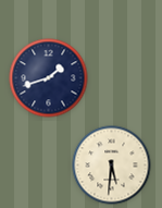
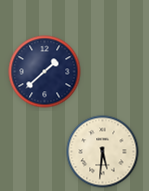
clock at (49, 78): 1:42 -> 1:38
